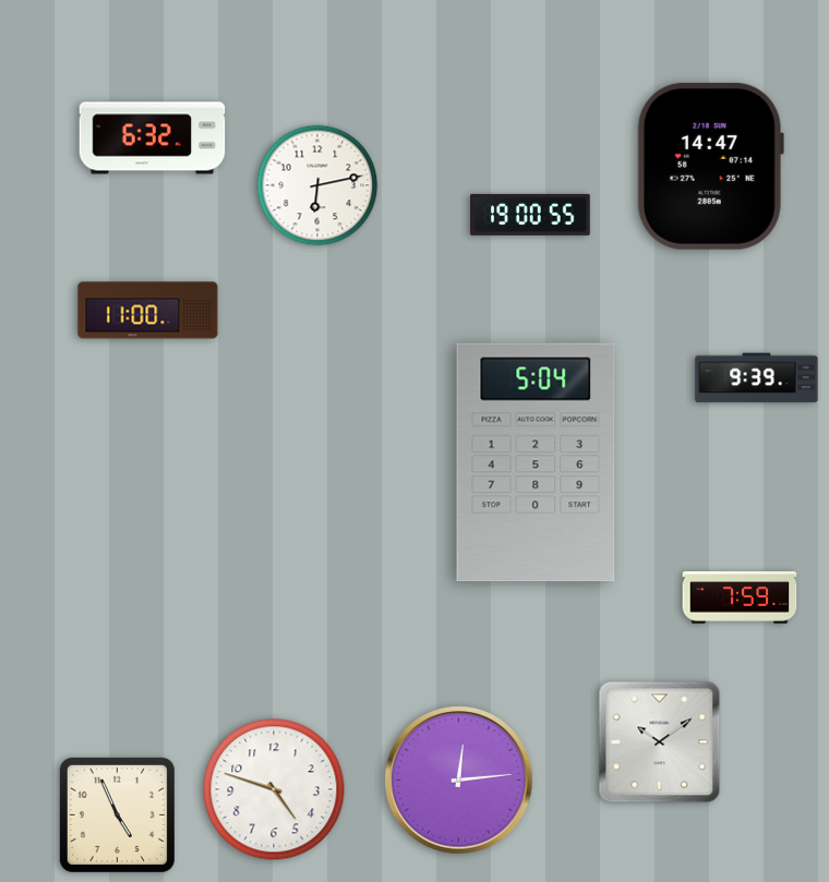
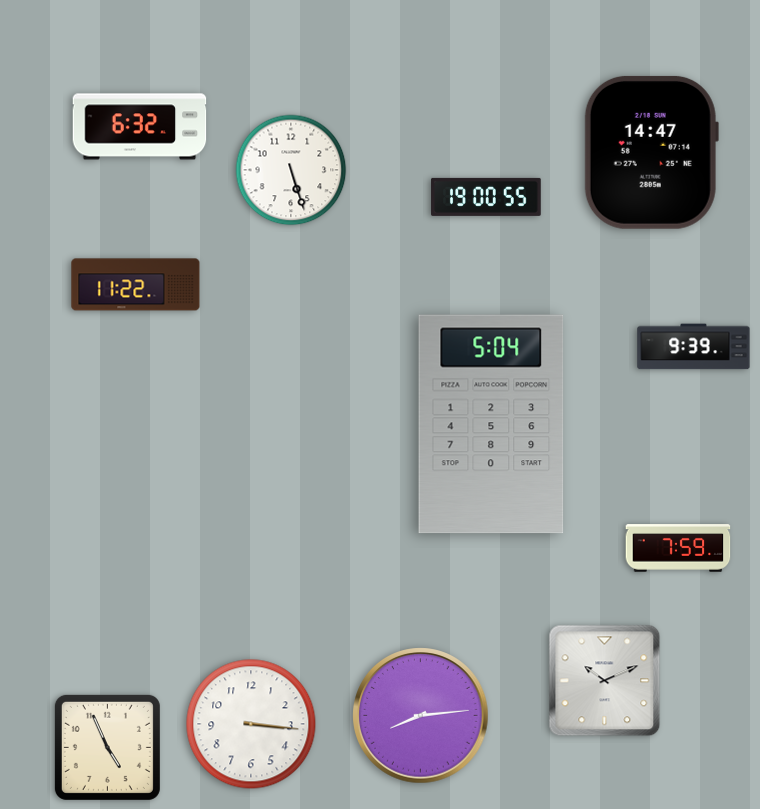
clock at (317, 185): 6:13 -> 5:27
clock at (148, 311): 11:00 -> 11:22
clock at (660, 742): 10:09 -> 10:11
clock at (459, 781): 12:14 -> 8:14
clock at (274, 789): 4:48 -> 3:16
